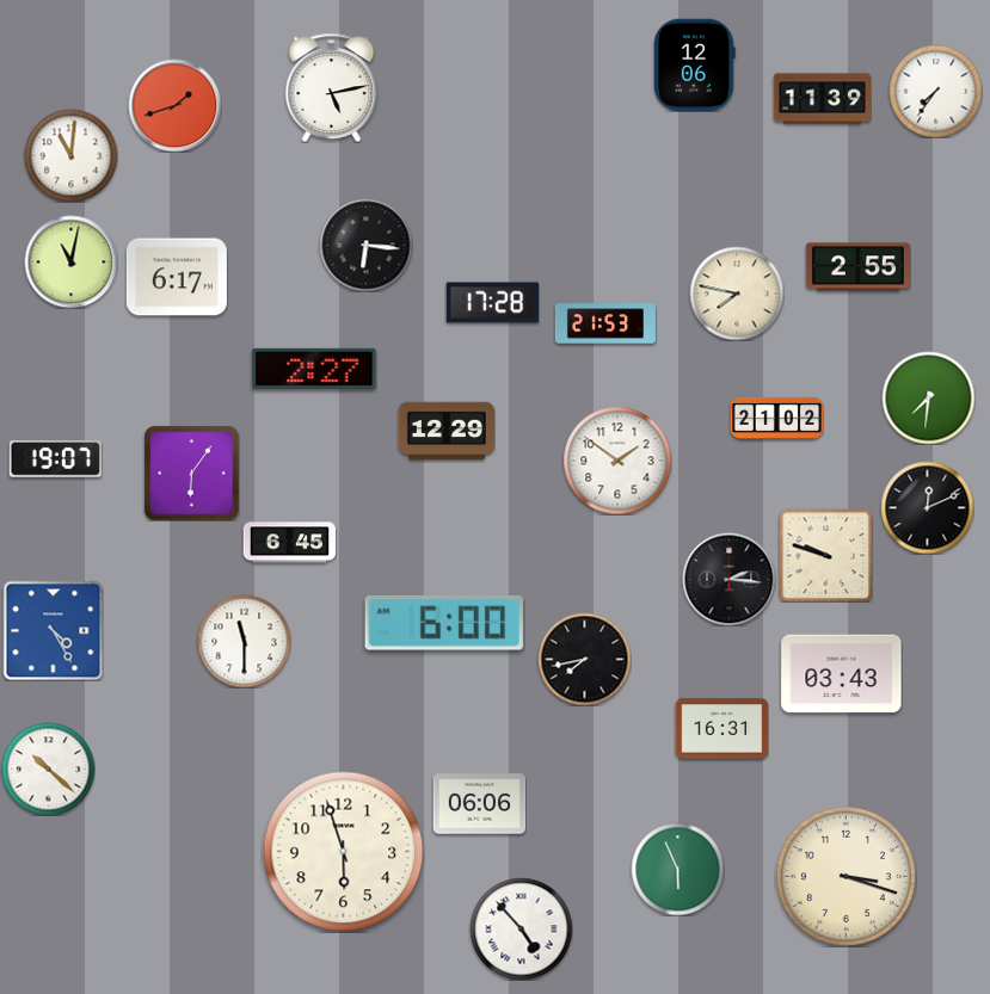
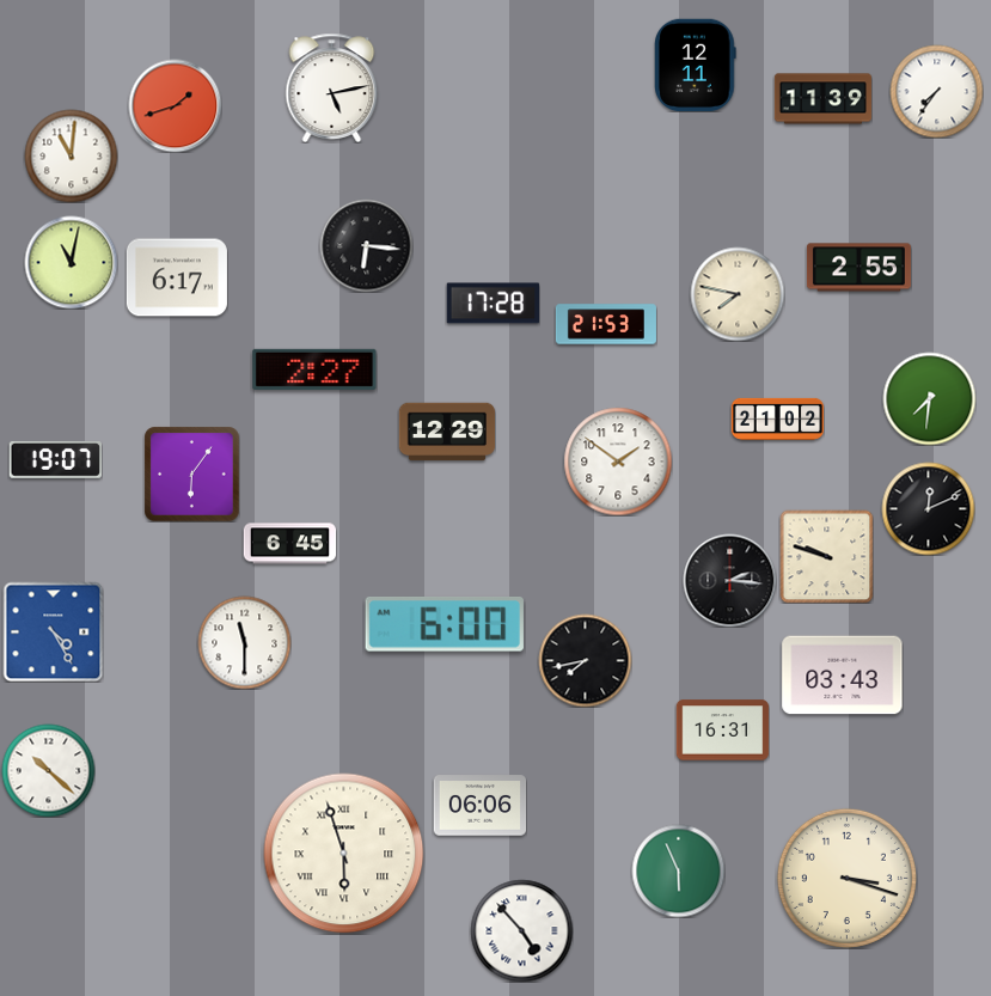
clock at (695, 64): 12:06 -> 12:11
clock at (344, 852) numerals: Arabic -> Roman
